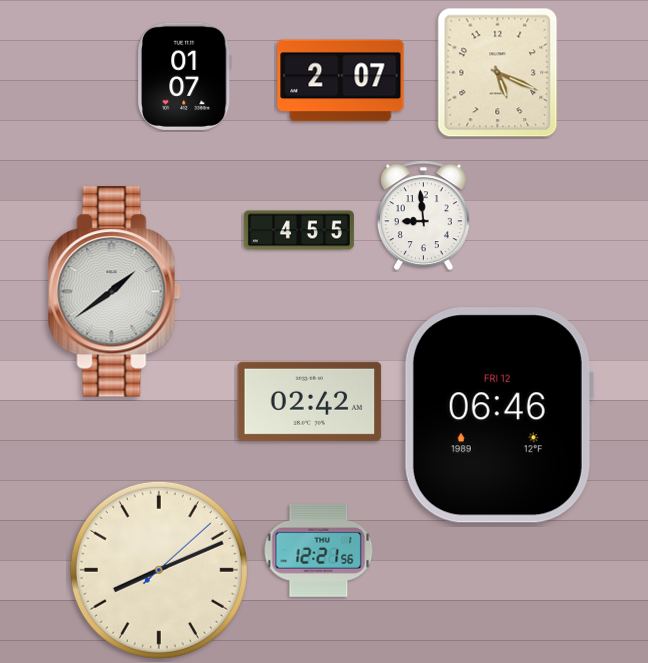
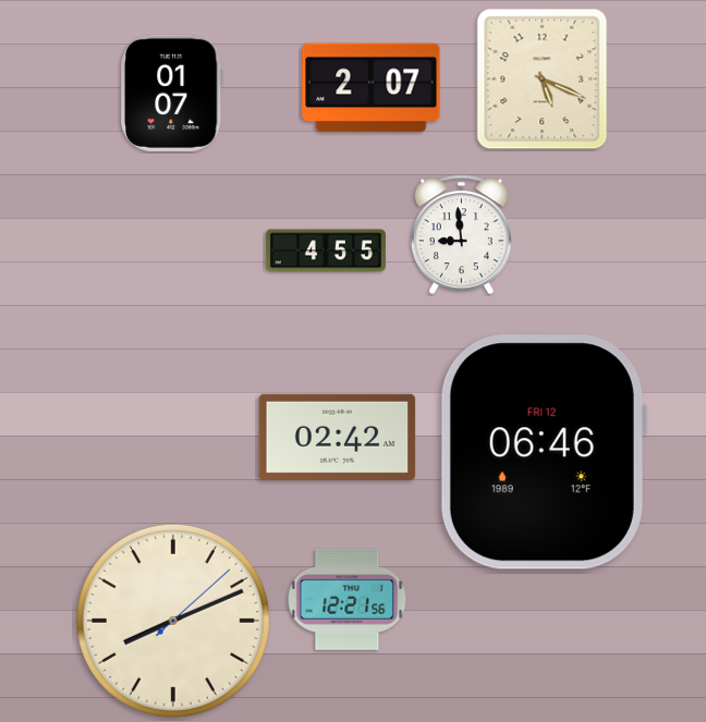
clock at (185, 76) position: (185, 76) -> (172, 93)
clock at (114, 292): 1:39 -> none
